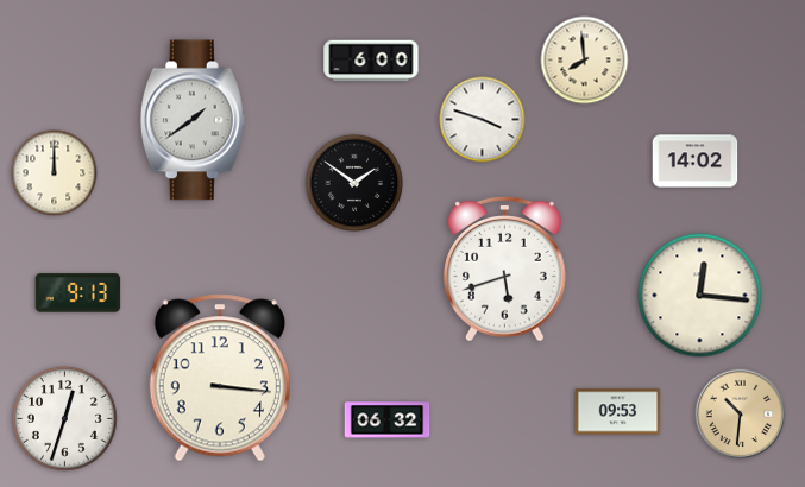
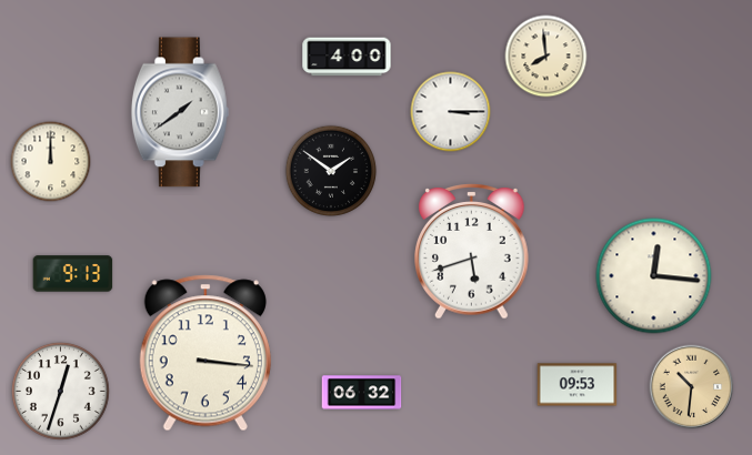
clock at (371, 61): 6:00 -> 4:00
clock at (483, 120): 3:48 -> 3:15
clock at (696, 162): 14:02 -> none
